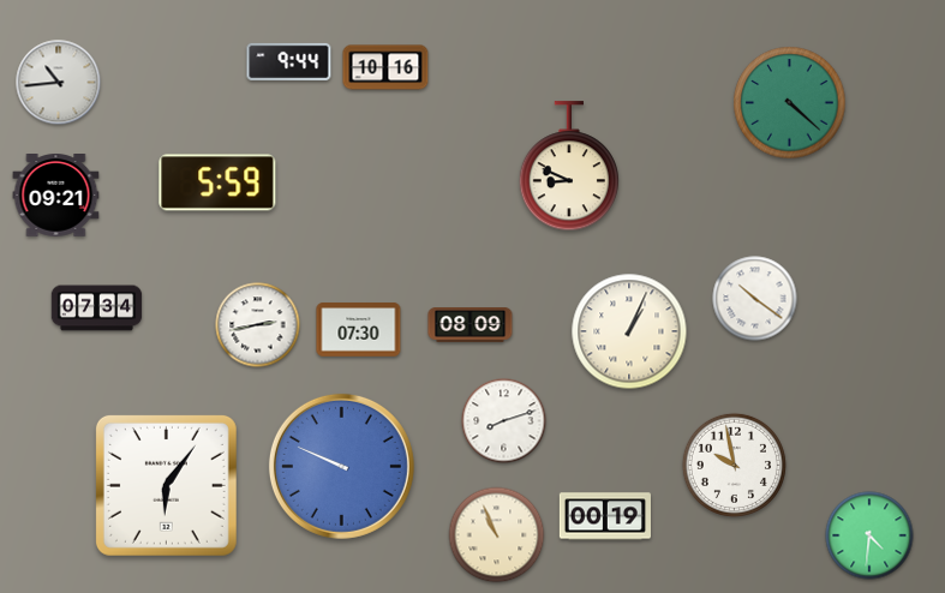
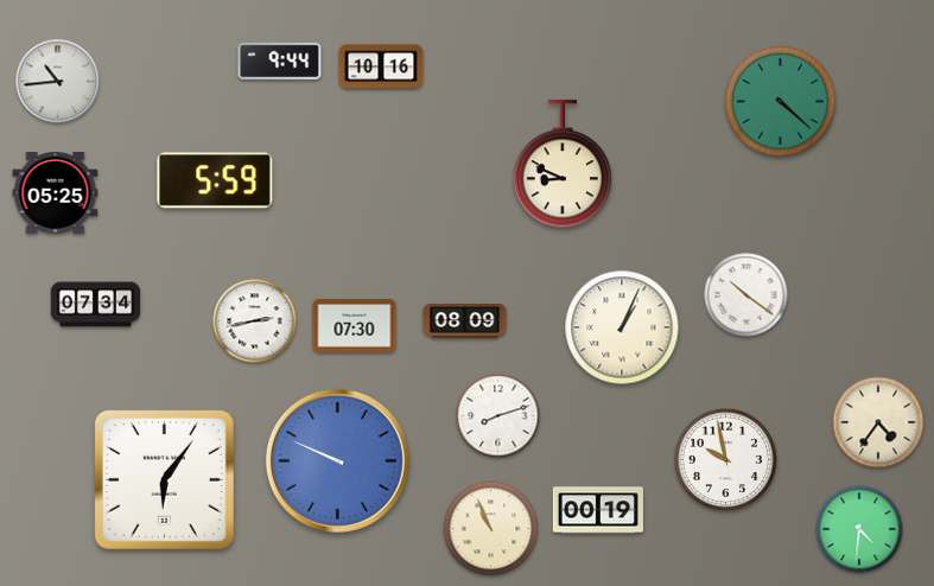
clock at (289, 61) position: (289, 61) -> (280, 60)
clock at (56, 196): 09:21 -> 05:25
clock at (878, 422): none -> 4:36
